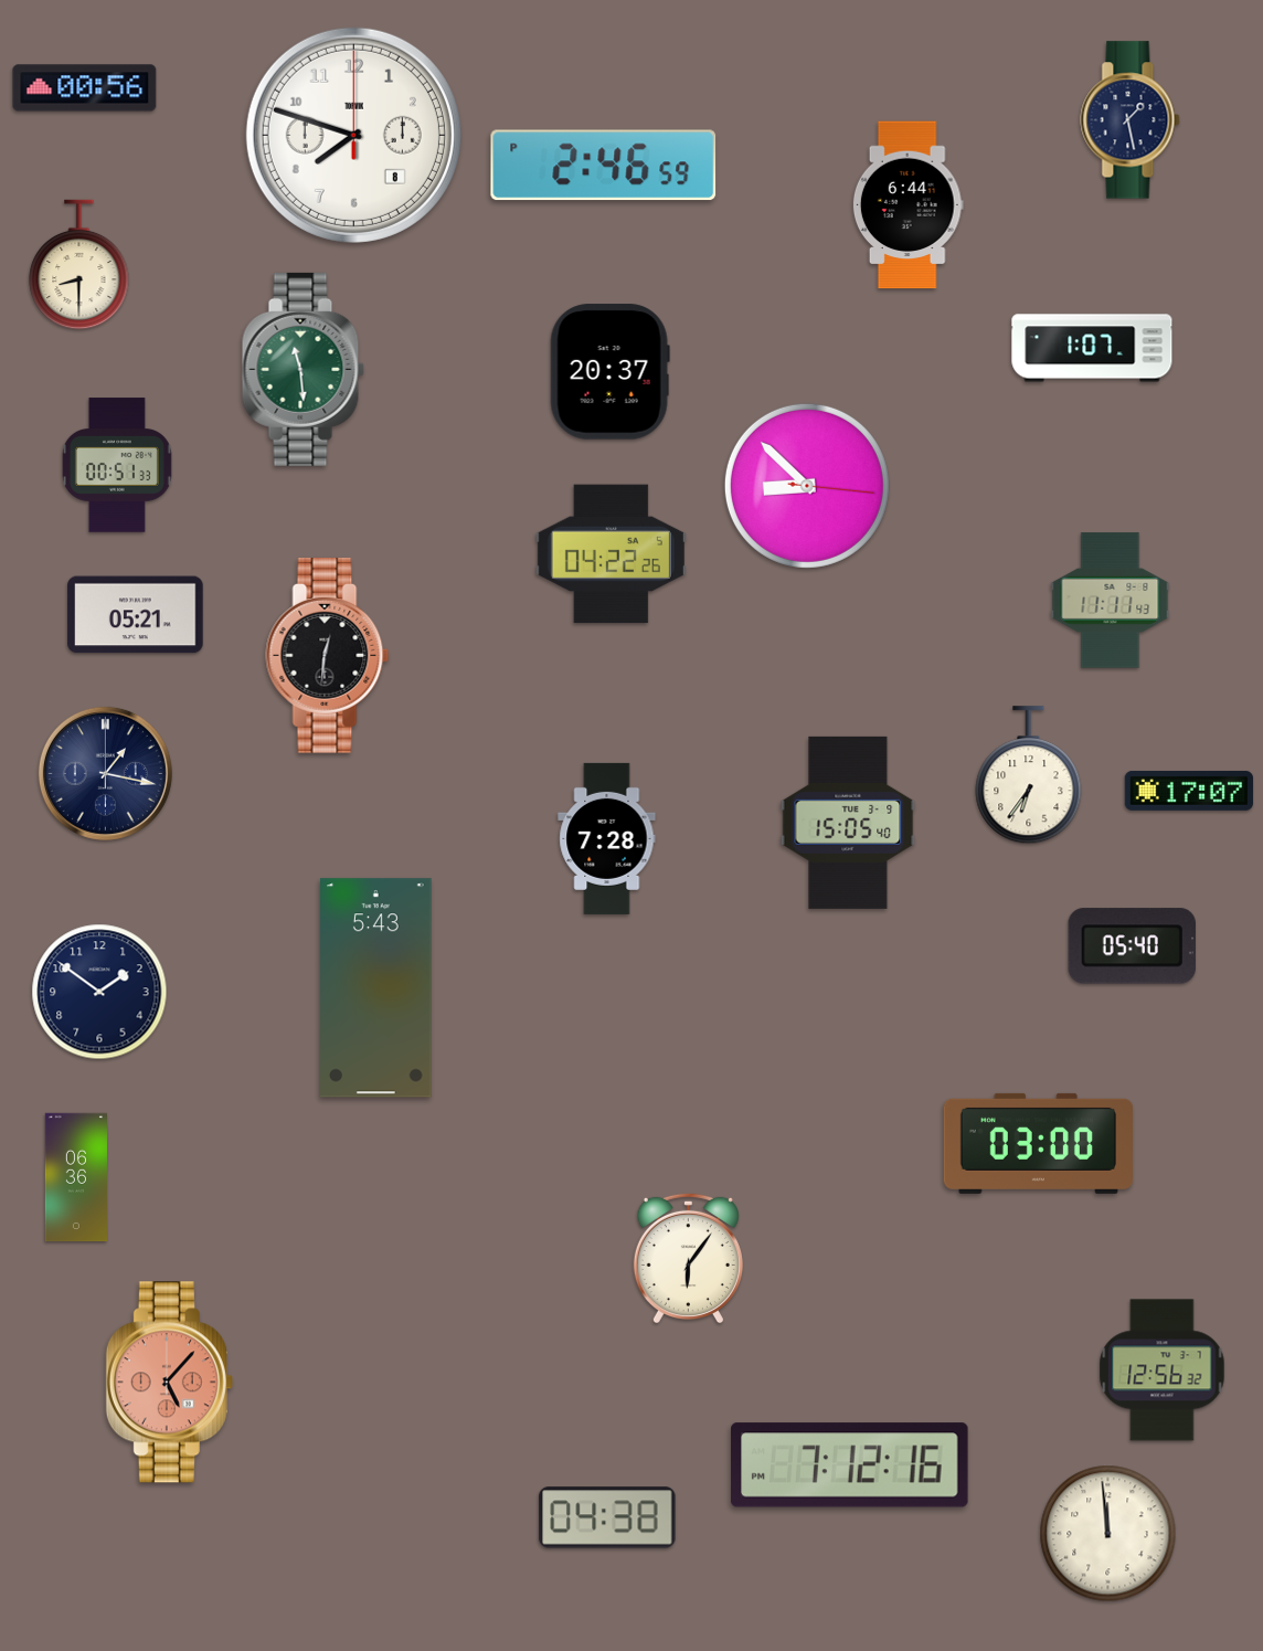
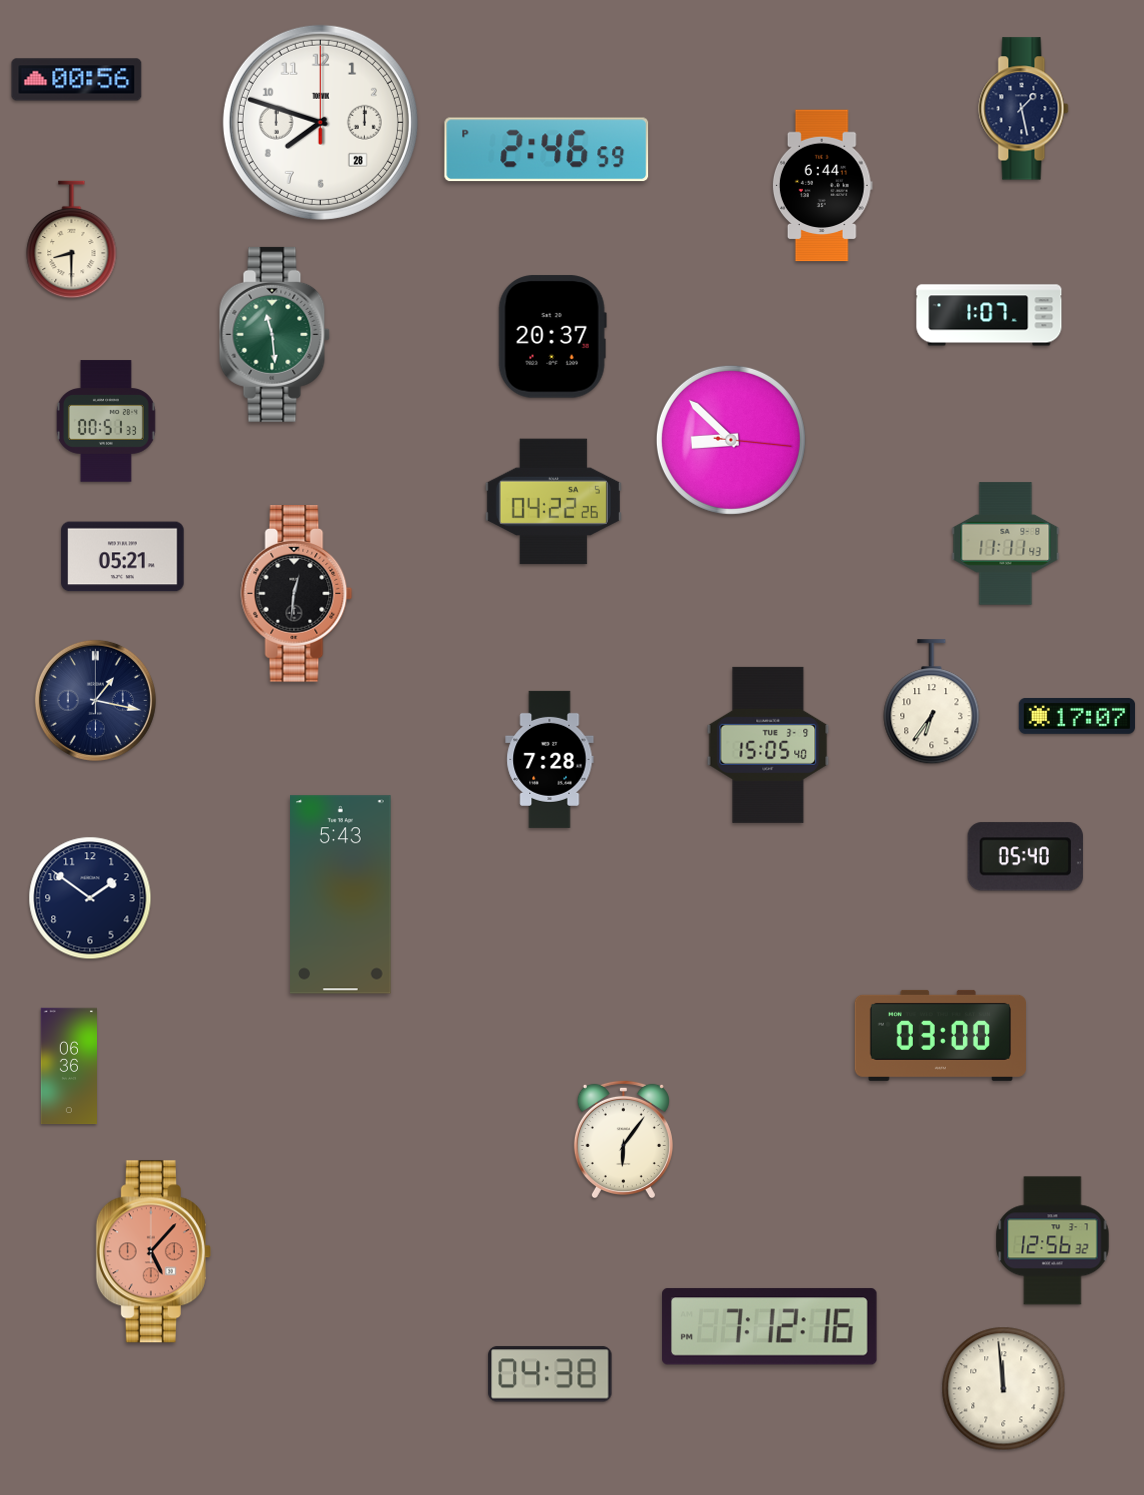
clock at (353, 135) date: 8 -> 28
